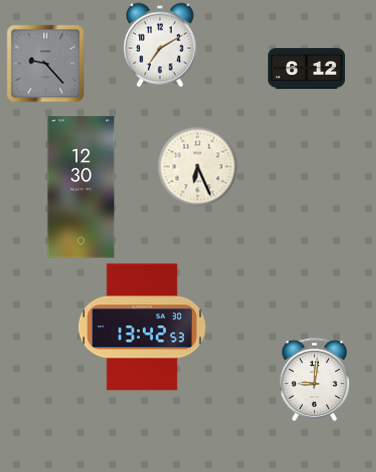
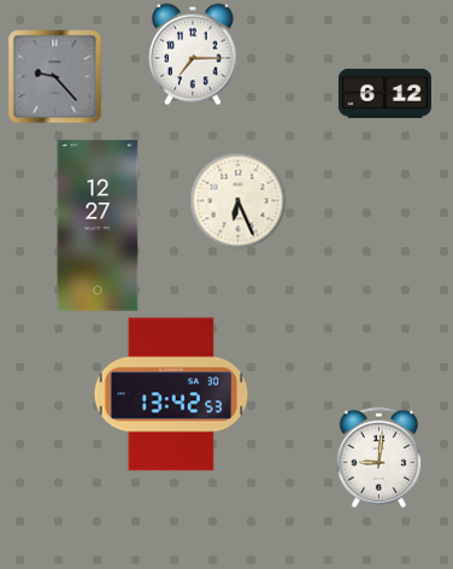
clock at (161, 45): 7:10 -> 7:15
clock at (306, 69) position: (306, 69) -> (384, 94)
clock at (81, 187): 12:30 -> 12:27
